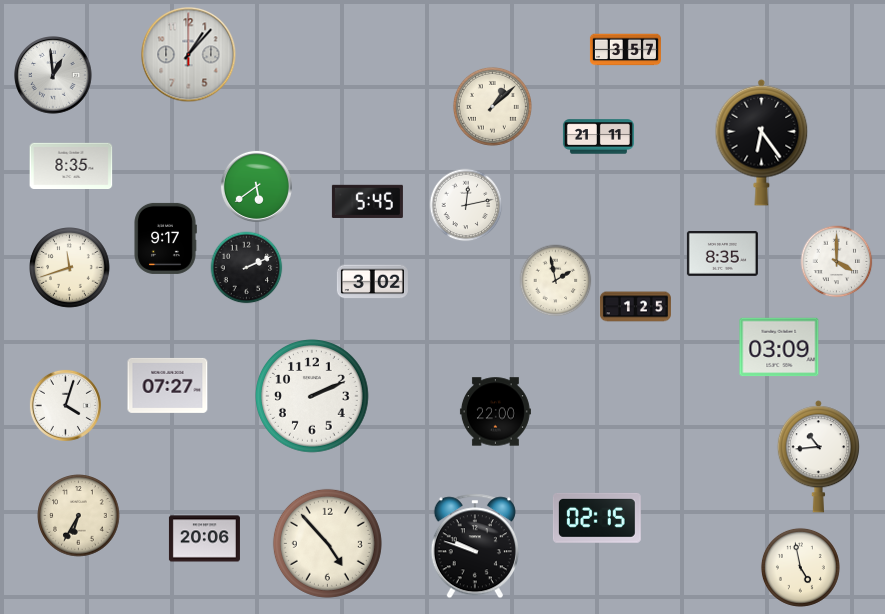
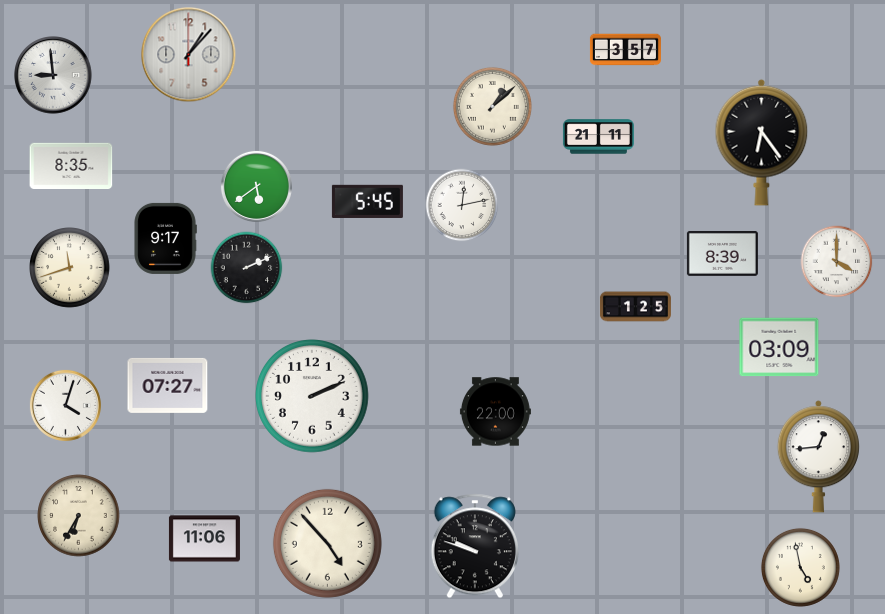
clock at (53, 75): 12:59 -> 8:59
clock at (466, 205) position: (466, 205) -> (462, 205)
clock at (722, 253): 8:35 -> 8:39
clock at (556, 281): 1:58 -> none
clock at (372, 282): 3:02 -> none
clock at (818, 457): 10:44 -> 12:44
clock at (597, 518): 02:15 -> none
clock at (204, 539): 20:06 -> 11:06
